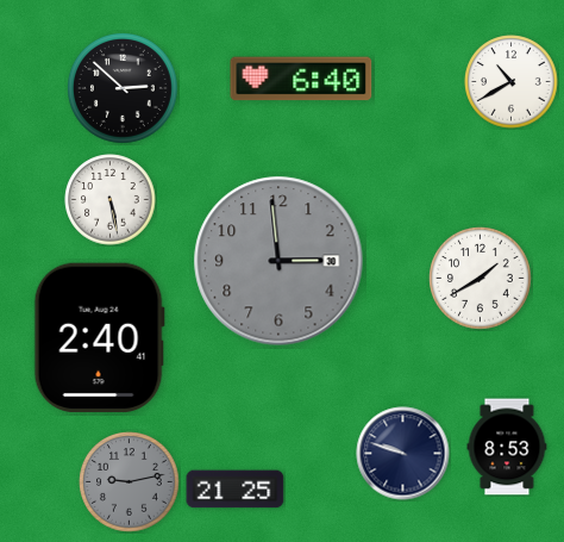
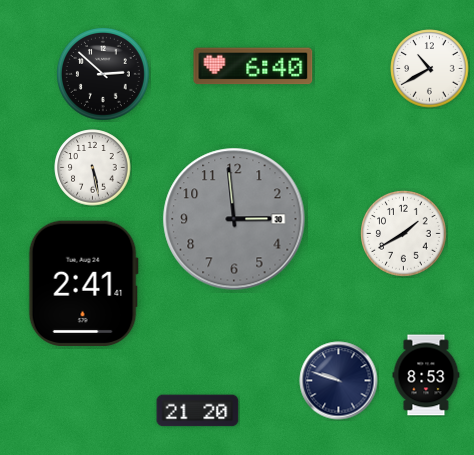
clock at (99, 337): 2:40 -> 2:41
clock at (130, 482): 9:13 -> none
clock at (236, 490): 21:25 -> 21:20
